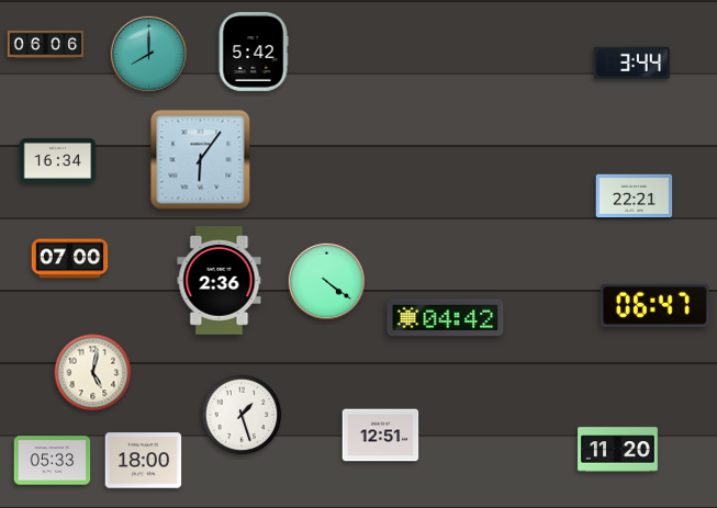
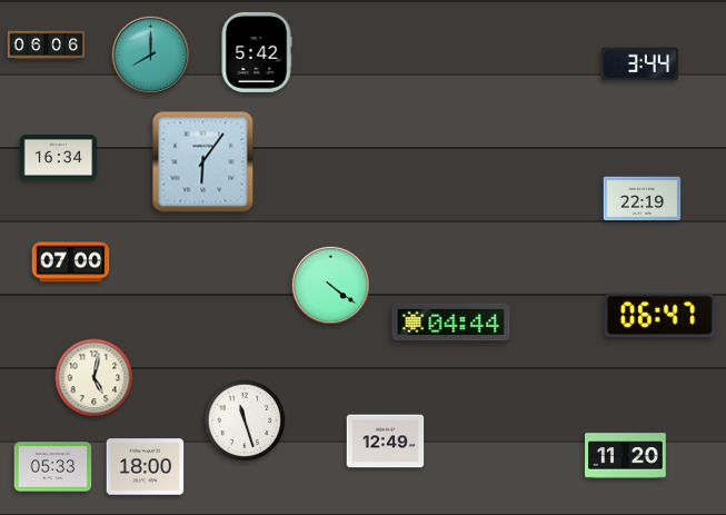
clock at (58, 160) position: (58, 160) -> (59, 157)
clock at (635, 196): 22:21 -> 22:19
clock at (220, 281): 2:36 -> none
clock at (654, 305) position: (654, 305) -> (659, 315)
clock at (446, 318): 04:42 -> 04:44
clock at (242, 415): 1:27 -> 11:27
clock at (381, 436): 12:51 -> 12:49
